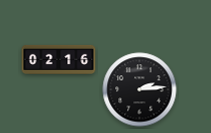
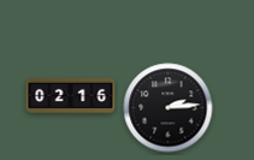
clock at (59, 59) position: (59, 59) -> (71, 95)
